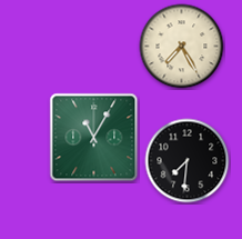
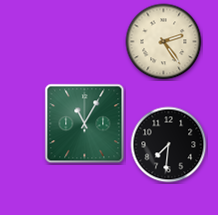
clock at (182, 47): 7:25 -> 2:24
